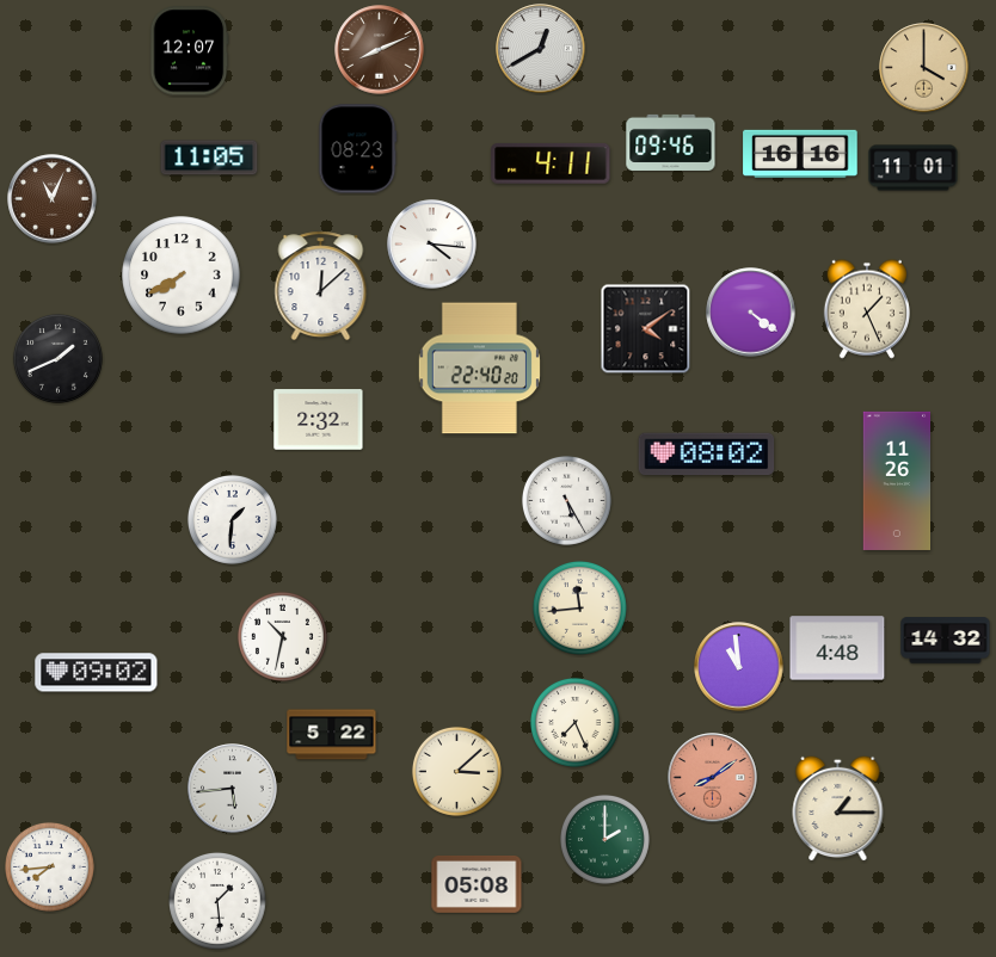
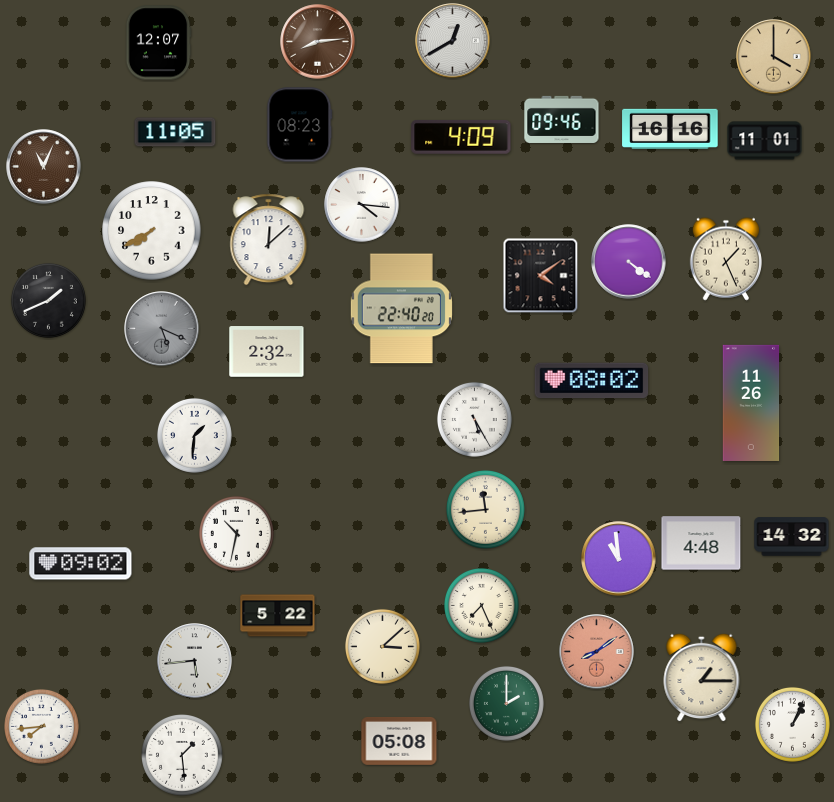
clock at (380, 50): 8:11 -> 8:14
clock at (551, 163): 4:11 -> 4:09
clock at (162, 329): none -> 5:19
clock at (792, 724): none -> 1:04
